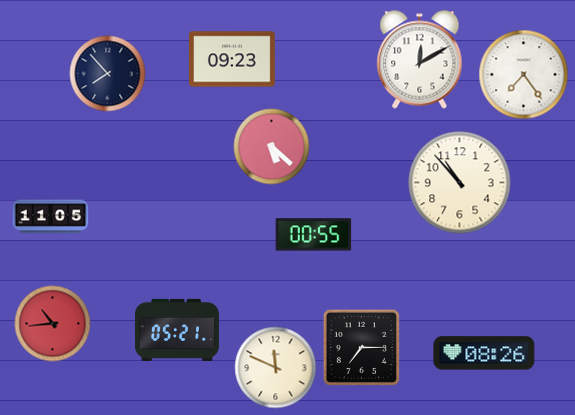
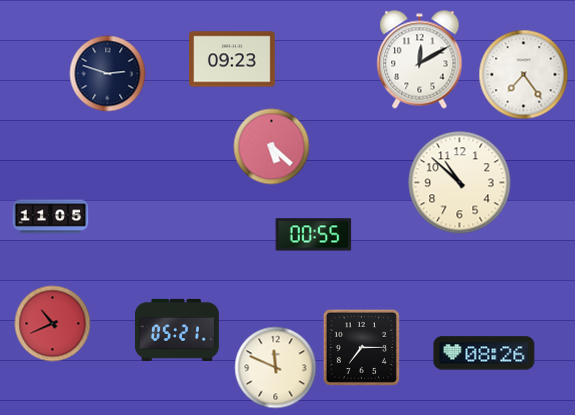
clock at (108, 74): 7:53 -> 2:48
clock at (460, 183): 10:53 -> 10:52
clock at (53, 324): 10:44 -> 10:41
